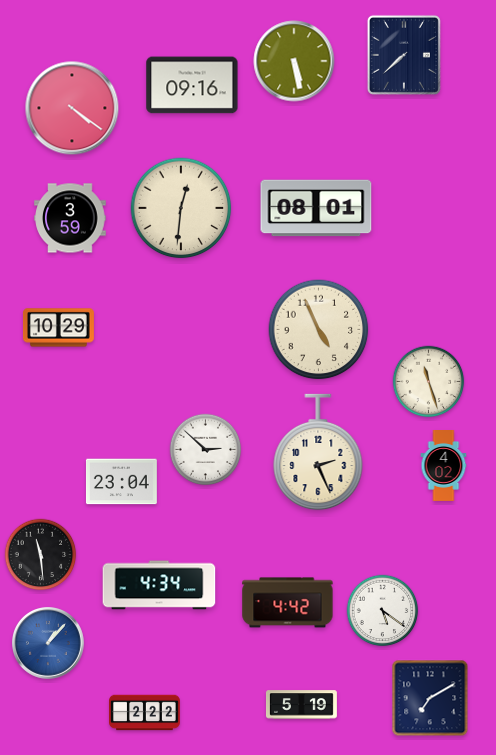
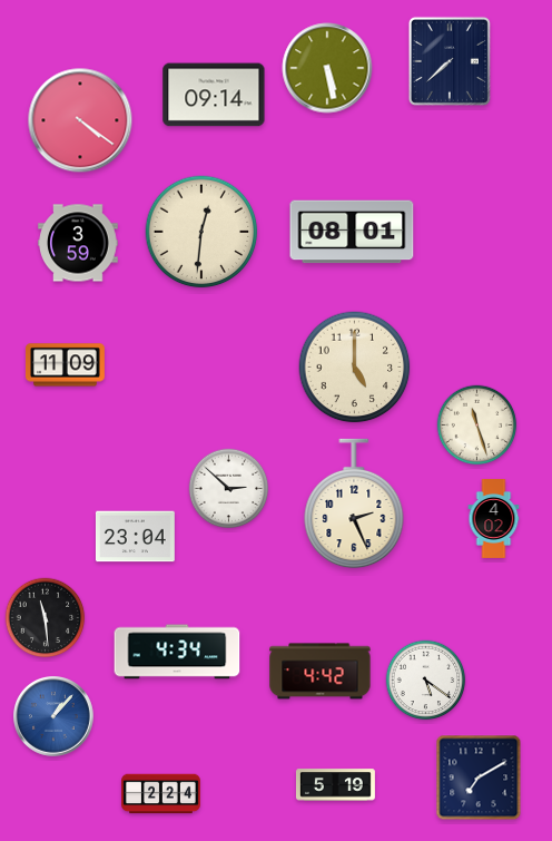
clock at (192, 85): 09:16 -> 09:14
clock at (58, 328): 10:29 -> 11:09
clock at (319, 330): 4:56 -> 5:00
clock at (206, 450) position: (206, 450) -> (229, 489)
clock at (145, 713): 2:22 -> 2:24
